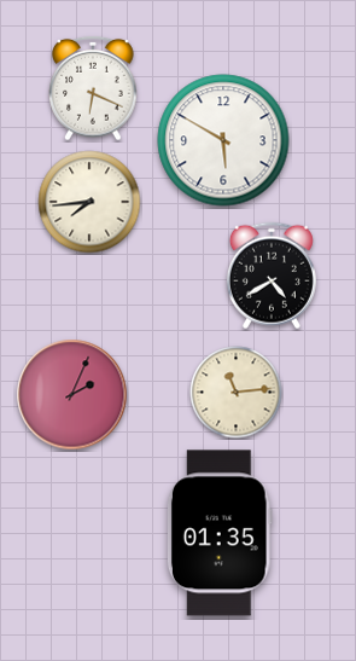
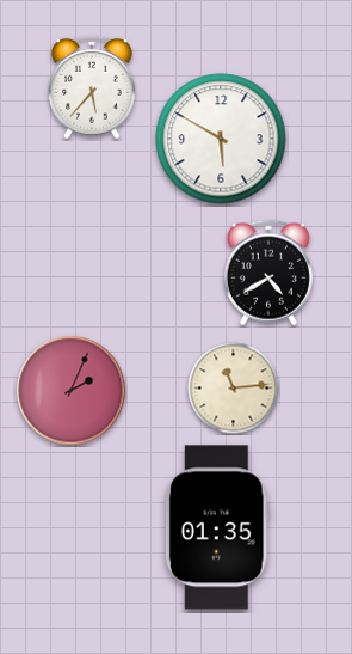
clock at (93, 88): 6:19 -> 5:37
clock at (89, 202): 7:44 -> none
